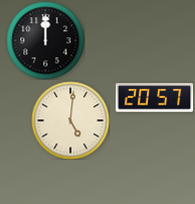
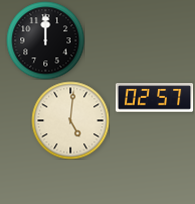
clock at (154, 98): 20:57 -> 02:57
